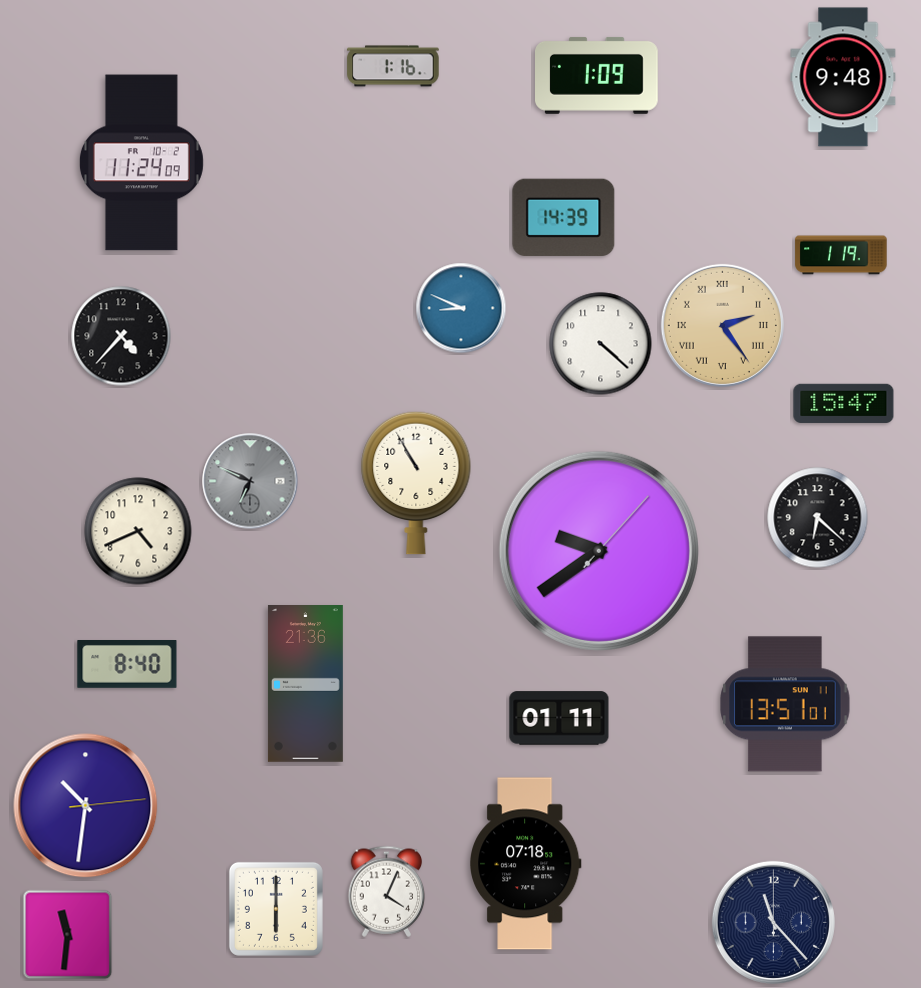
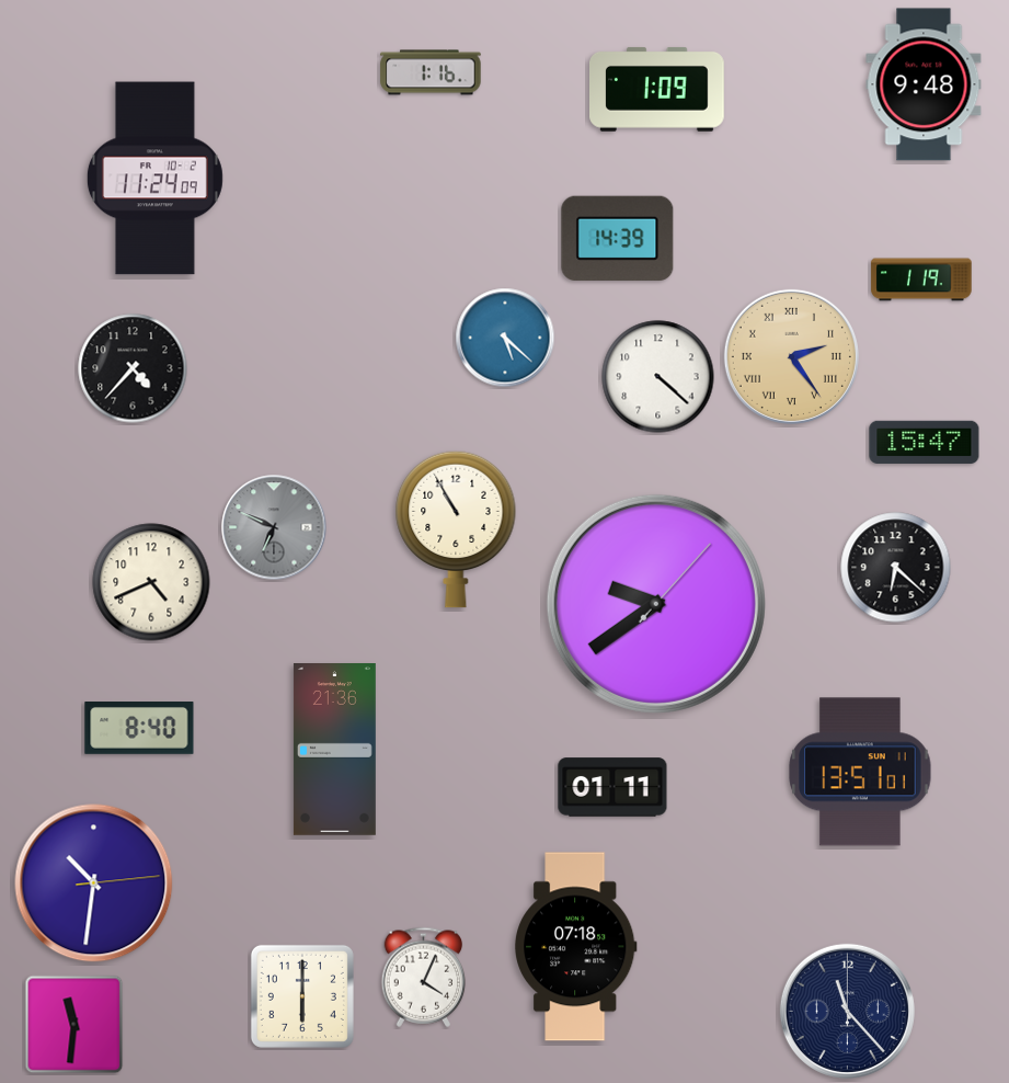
clock at (597, 75) position: (597, 75) -> (657, 89)
clock at (461, 308): 8:49 -> 5:22
